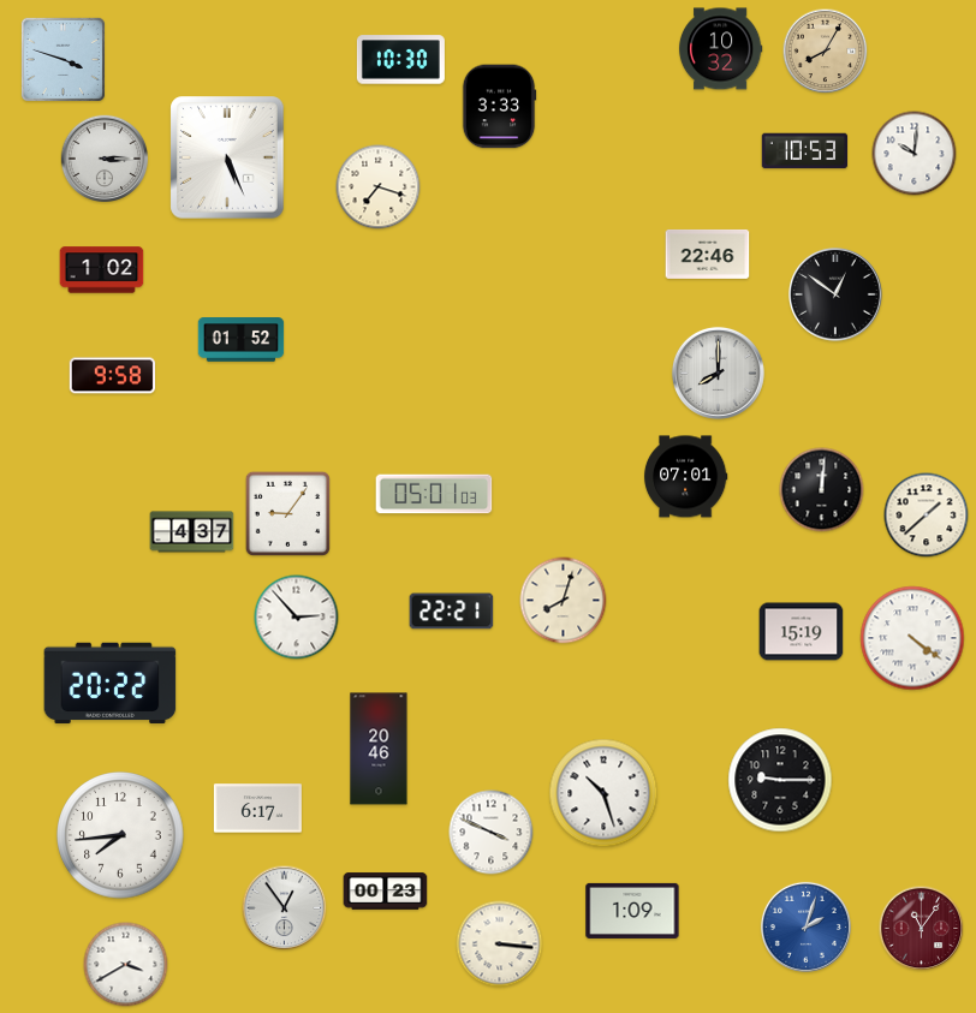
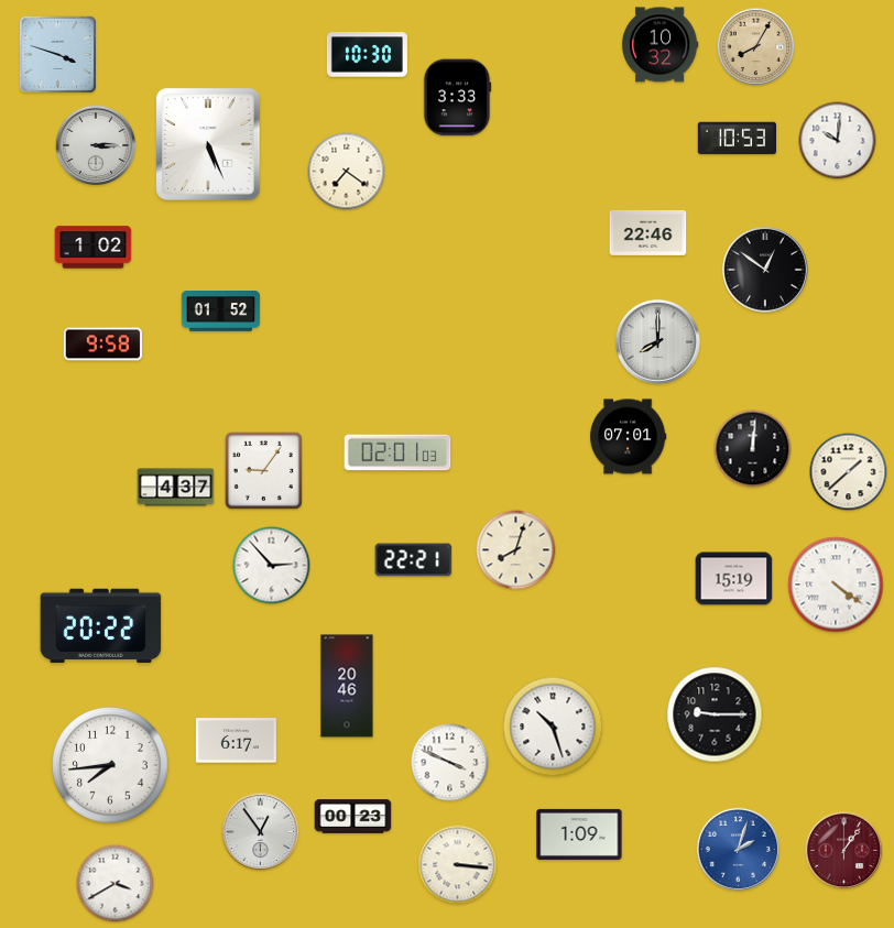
clock at (379, 187): 7:18 -> 7:21
clock at (434, 494): 05:01 -> 02:01
clock at (922, 929): 11:06 -> 1:06
